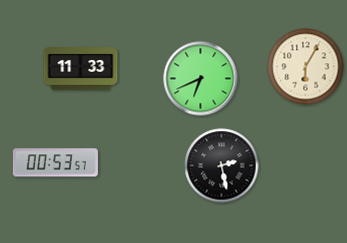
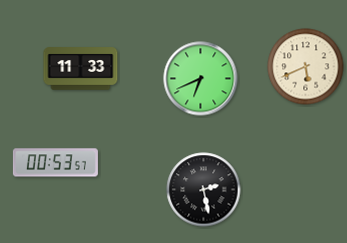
clock at (306, 67): 6:05 -> 5:41
clock at (222, 166) position: (222, 166) -> (204, 190)
